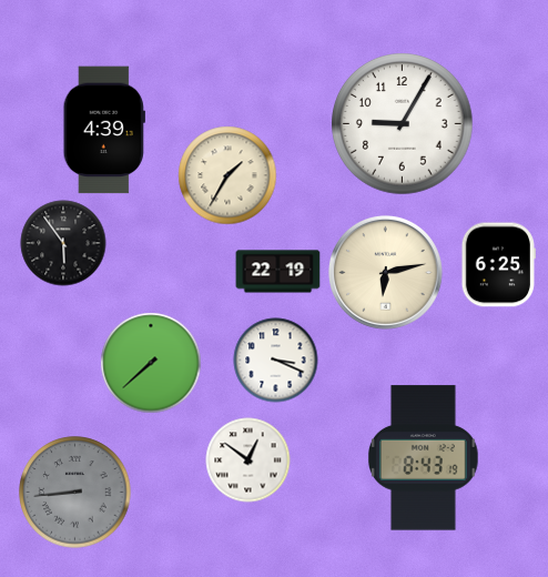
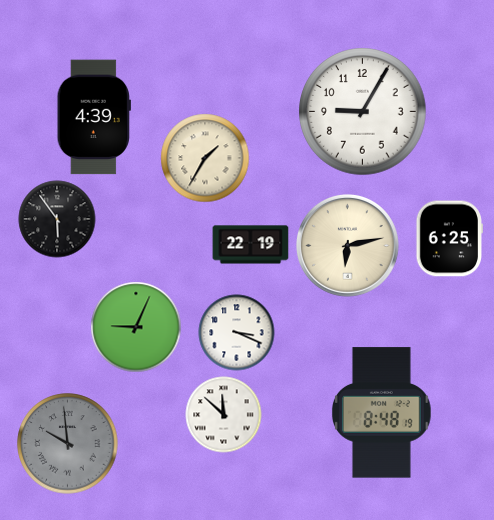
clock at (276, 361) position: (276, 361) -> (237, 333)
clock at (151, 363): 7:38 -> 9:04
clock at (423, 458): 8:43 -> 8:48
clock at (248, 460): 12:51 -> 11:52
clock at (75, 493): 8:44 -> 9:59
